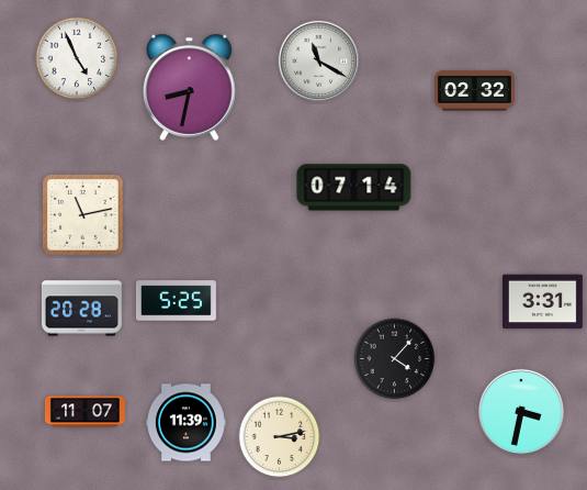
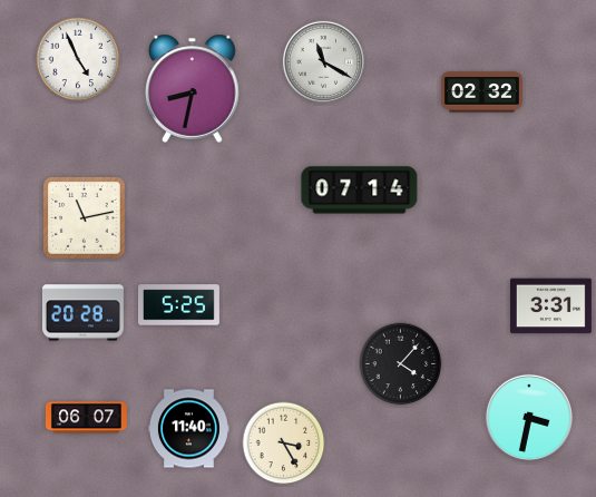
clock at (84, 412): 11:07 -> 06:07
clock at (185, 423): 11:39 -> 11:40
clock at (280, 437): 3:13 -> 3:25
